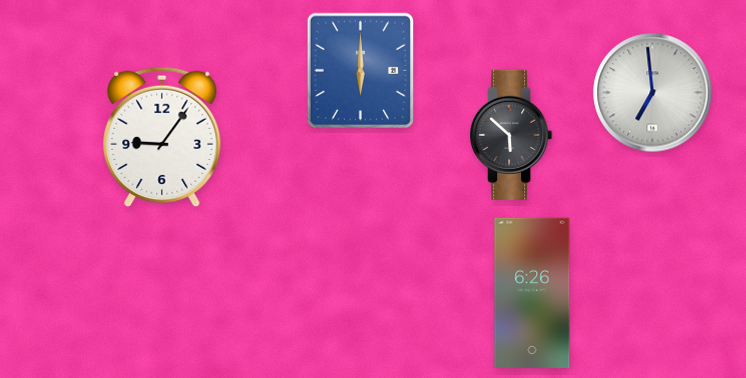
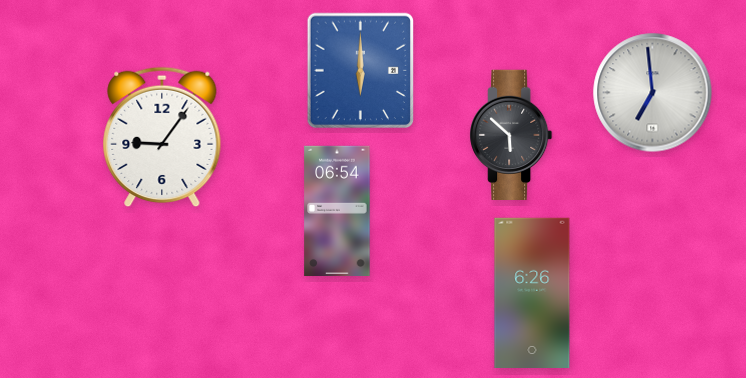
clock at (337, 210): none -> 06:54
